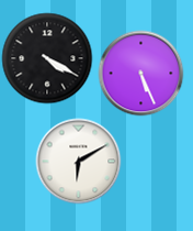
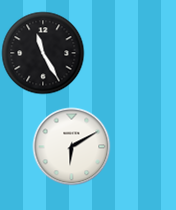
clock at (47, 58): 4:20 -> 11:25
clock at (140, 73): 5:26 -> none
